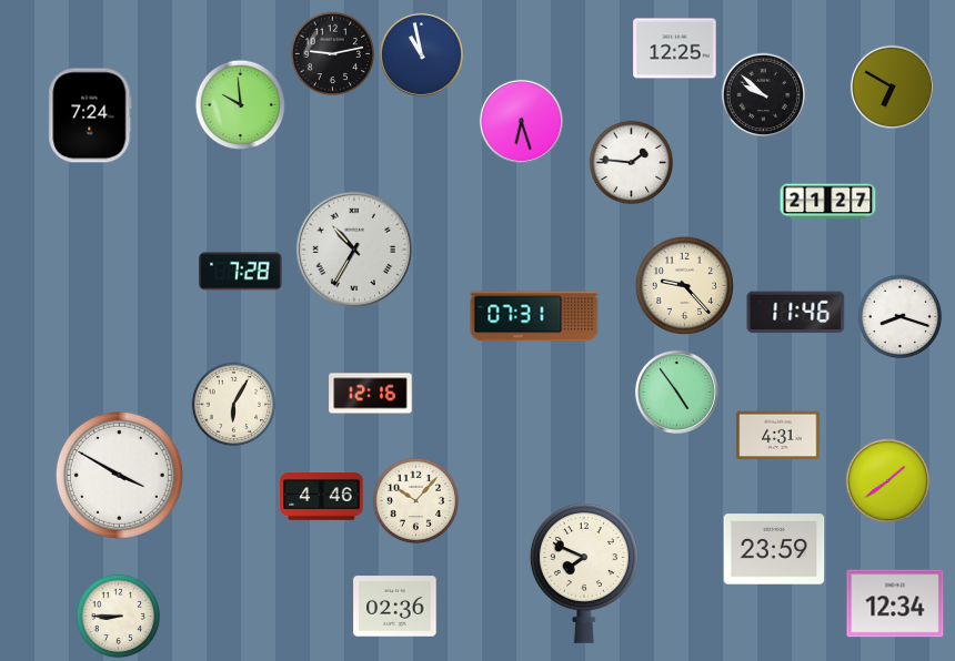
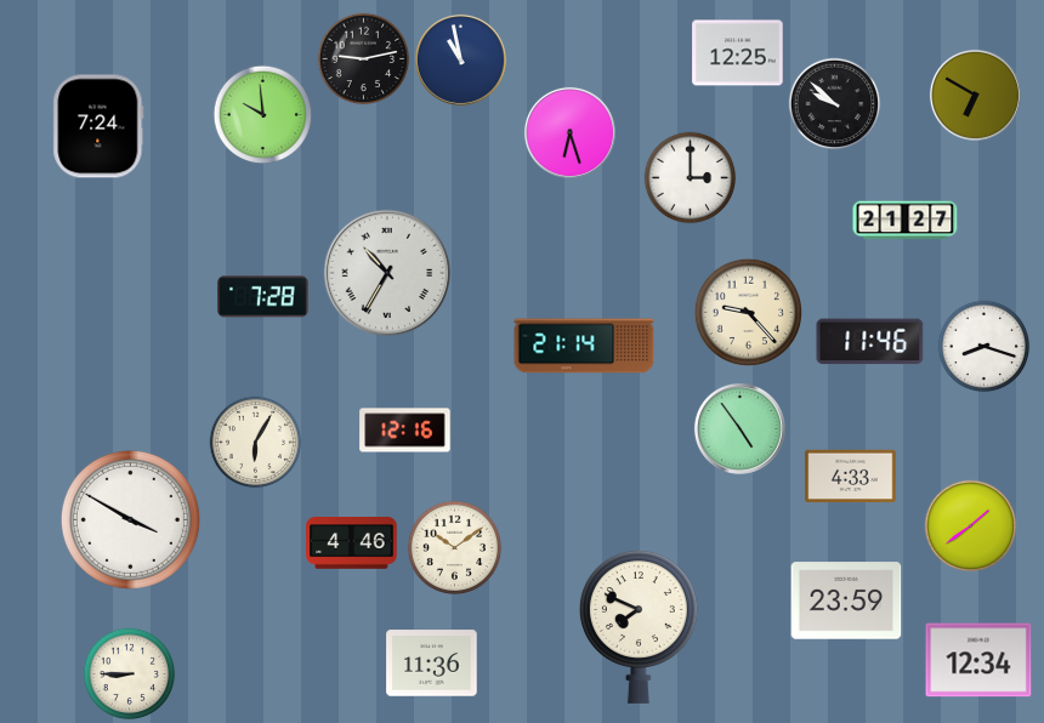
clock at (632, 163): 1:46 -> 3:00
clock at (534, 316): 07:31 -> 21:14
clock at (778, 436): 4:31 -> 4:33
clock at (416, 501): 10:07 -> 10:09
clock at (395, 607): 02:36 -> 11:36
